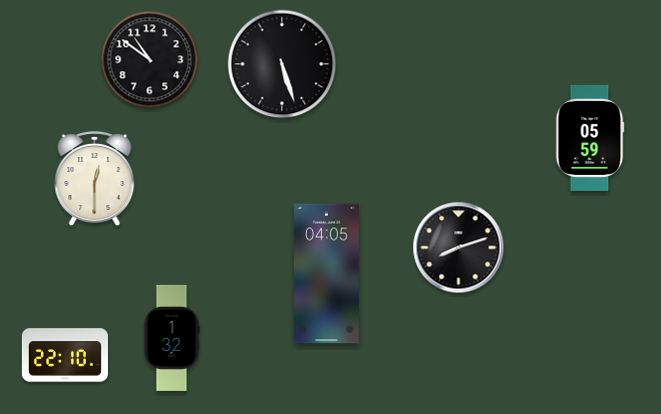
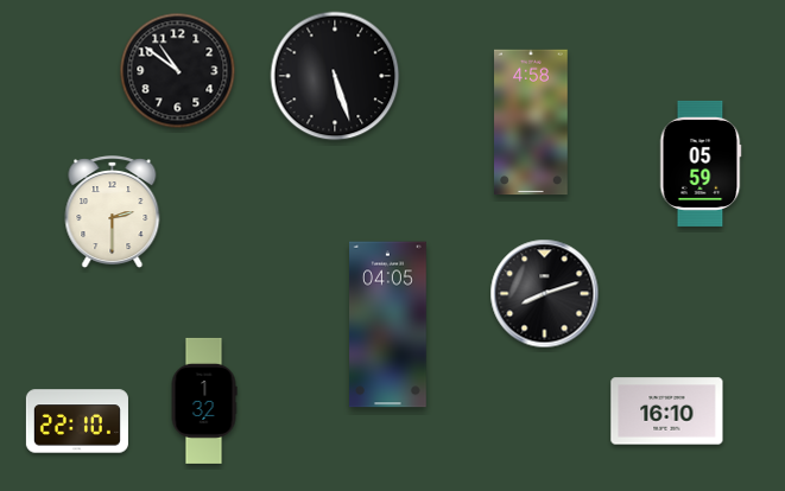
clock at (532, 122): none -> 4:58
clock at (95, 179): 12:30 -> 2:30
clock at (667, 412): none -> 16:10
